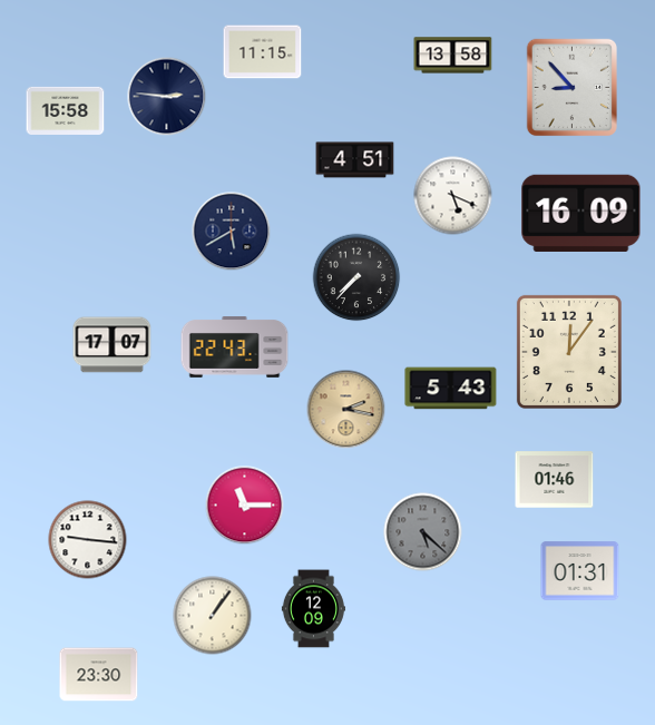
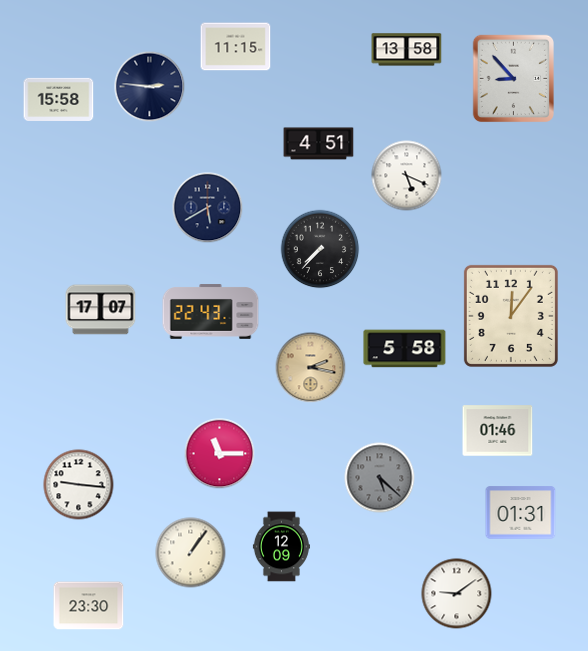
clock at (581, 213): 16:09 -> none
clock at (451, 389): 5:43 -> 5:58
clock at (457, 594): none -> 9:09
